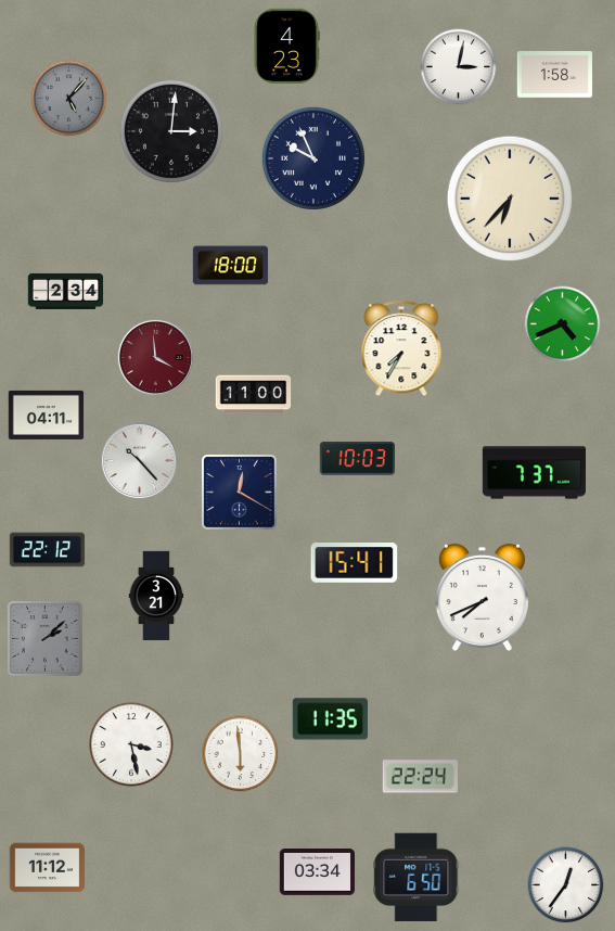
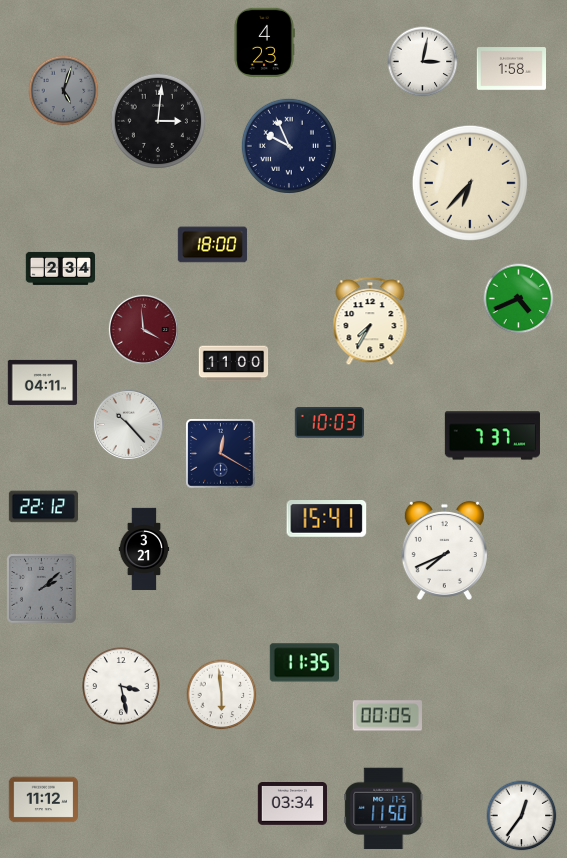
clock at (69, 99): 5:07 -> 5:03
clock at (420, 777): 22:24 -> 00:05
clock at (417, 878): 6:50 -> 11:50
